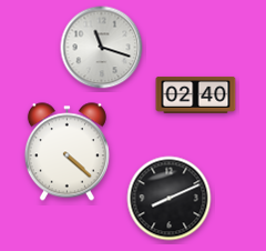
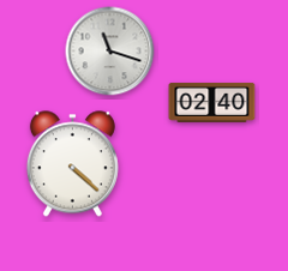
clock at (170, 199): 8:11 -> none
